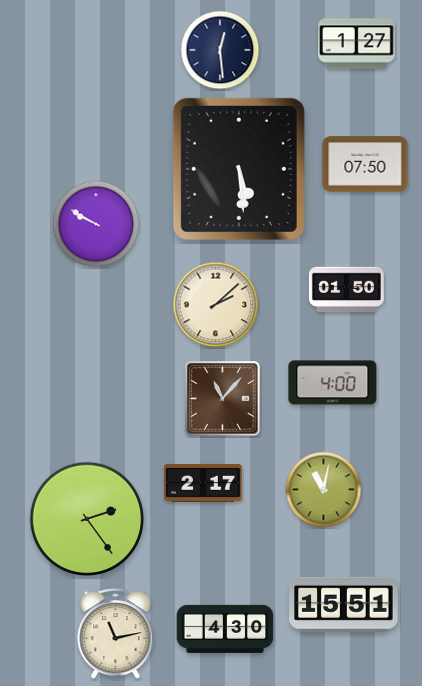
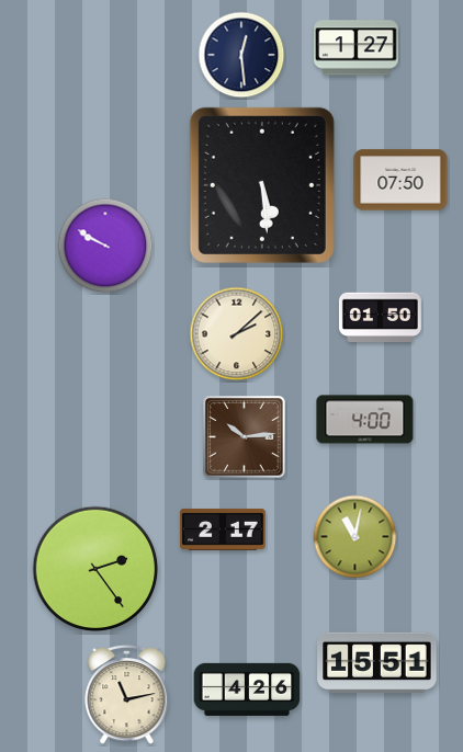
clock at (357, 44) position: (357, 44) -> (357, 48)
clock at (223, 399): 11:07 -> 10:14
clock at (225, 629): 4:30 -> 4:26
